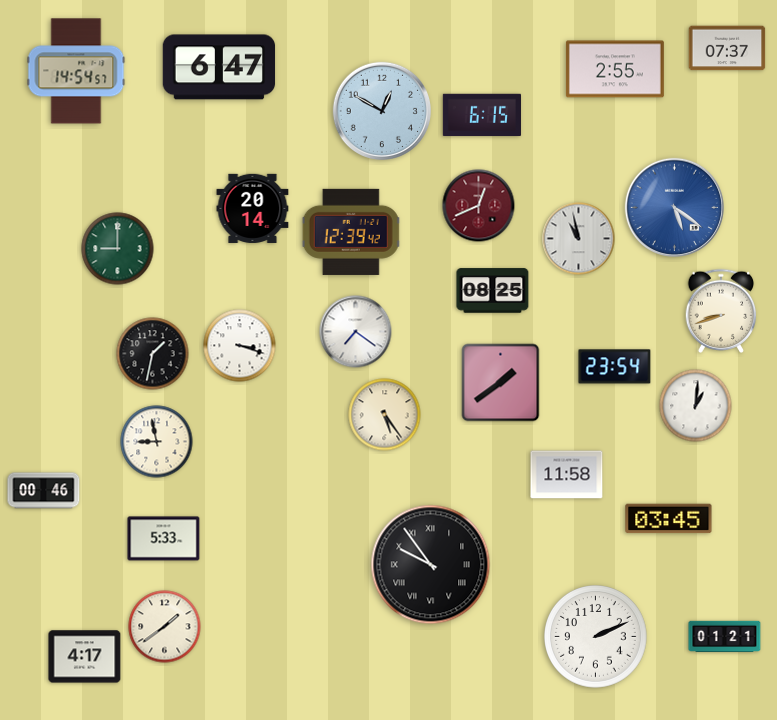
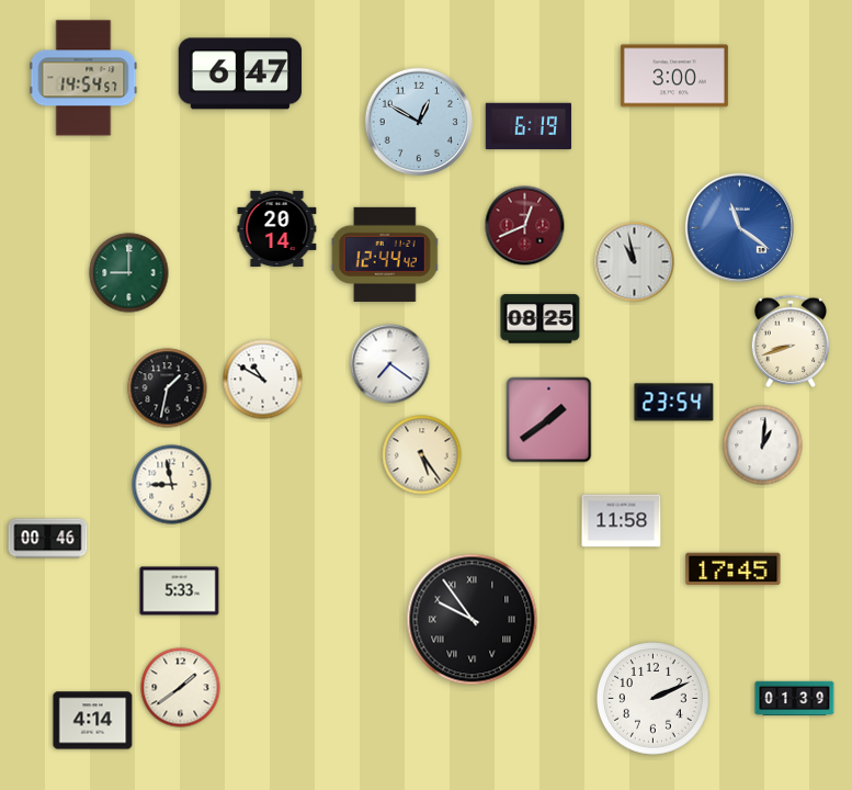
clock at (727, 48): 07:37 -> none
clock at (615, 69): 2:55 -> 3:00
clock at (481, 115): 6:15 -> 6:19
clock at (674, 207): 5:21 -> 11:21
clock at (351, 232): 12:39 -> 12:44
clock at (240, 346): 3:18 -> 10:50
clock at (669, 519): 03:45 -> 17:45
clock at (725, 637): 01:21 -> 01:39
clock at (85, 657): 4:17 -> 4:14
